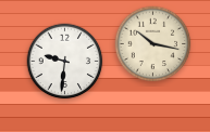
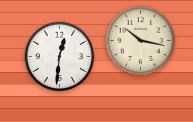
clock at (65, 62): 9:31 -> 12:31
